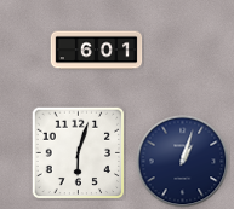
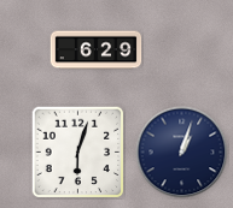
clock at (97, 51): 6:01 -> 6:29
clock at (183, 162) position: (183, 162) -> (182, 153)
